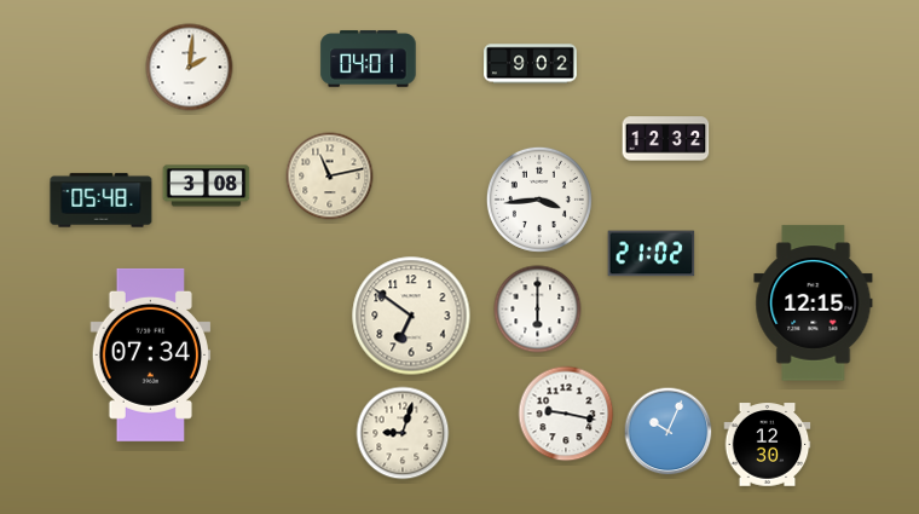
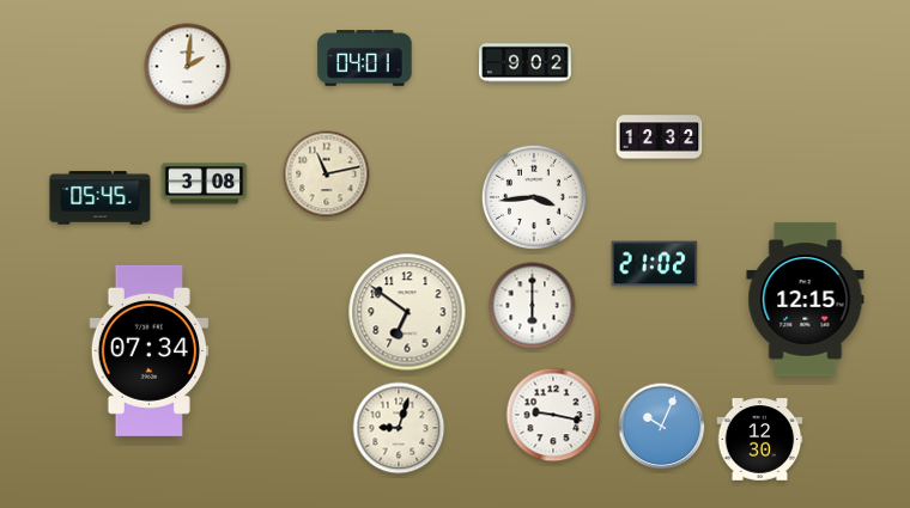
clock at (102, 201): 05:48 -> 05:45
clock at (652, 254) position: (652, 254) -> (655, 264)
clock at (566, 414) position: (566, 414) -> (553, 415)
